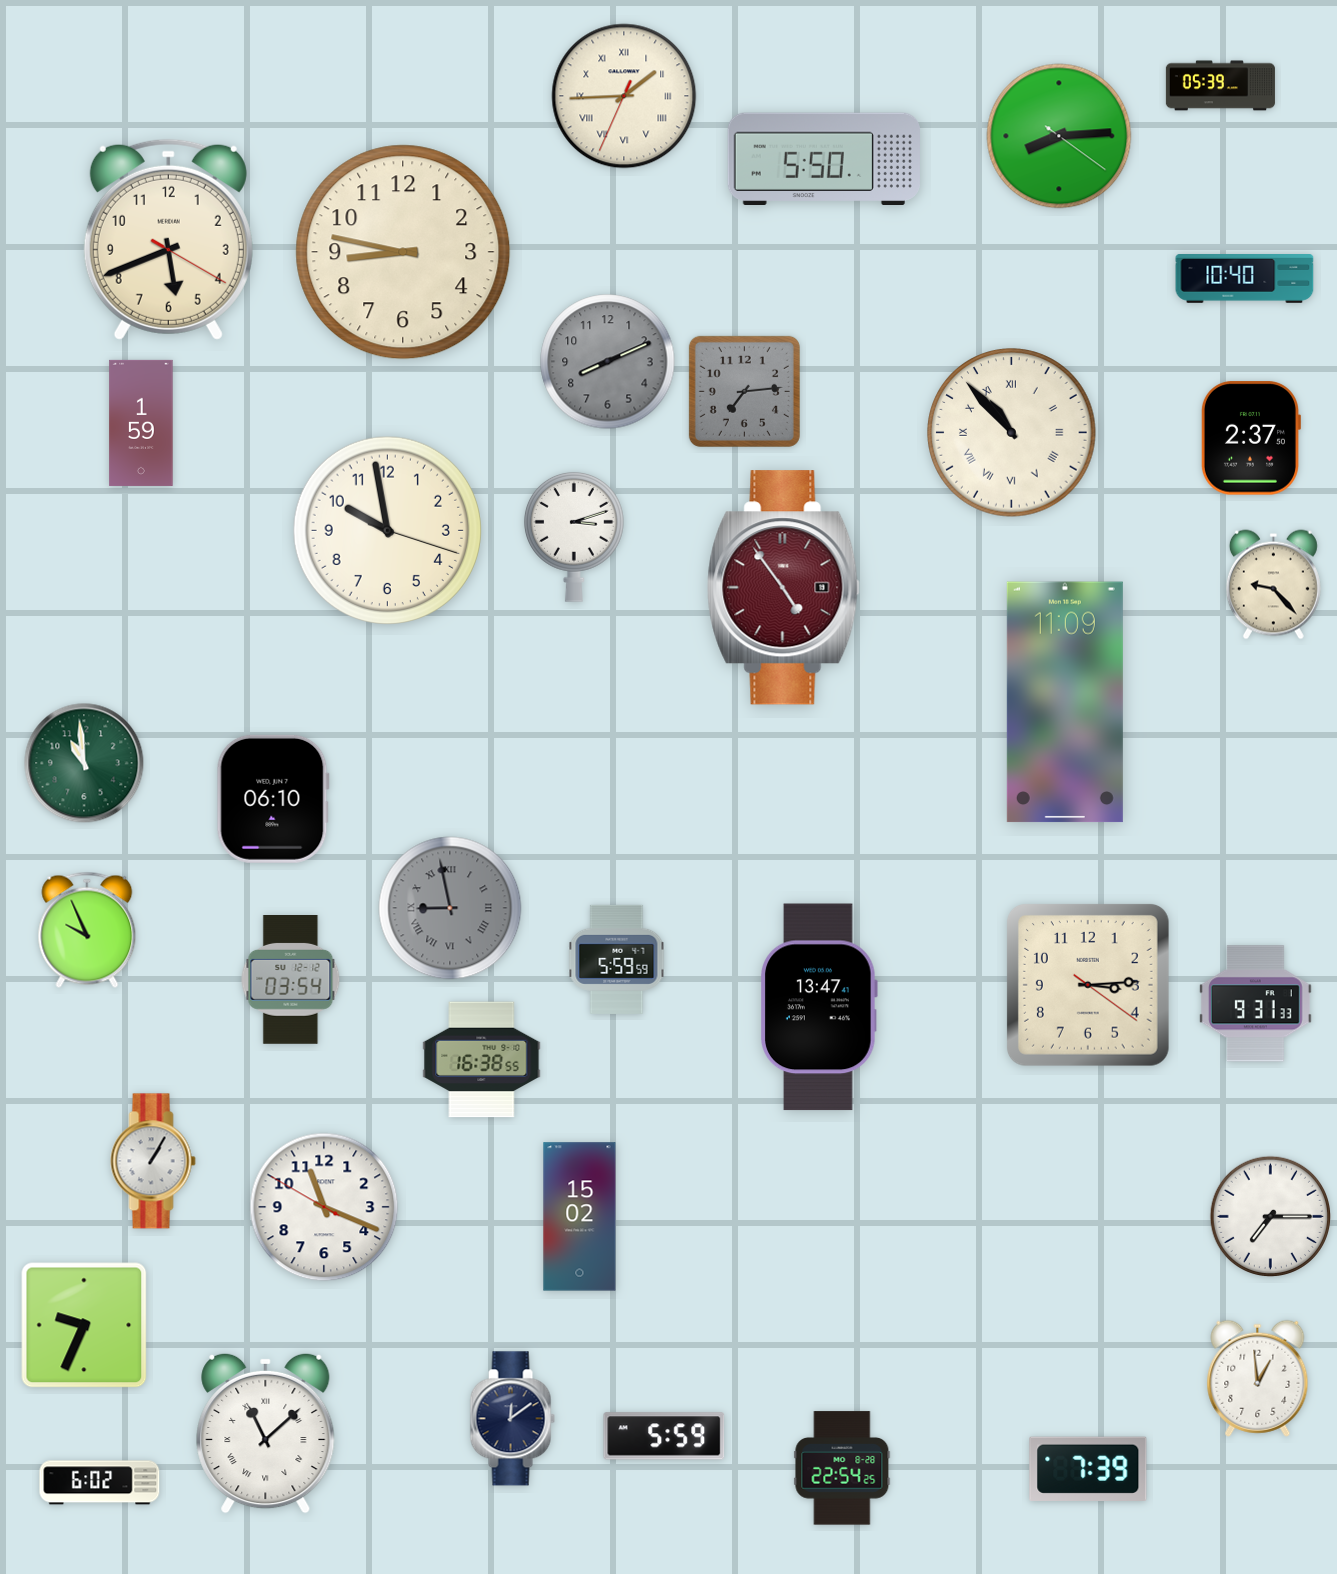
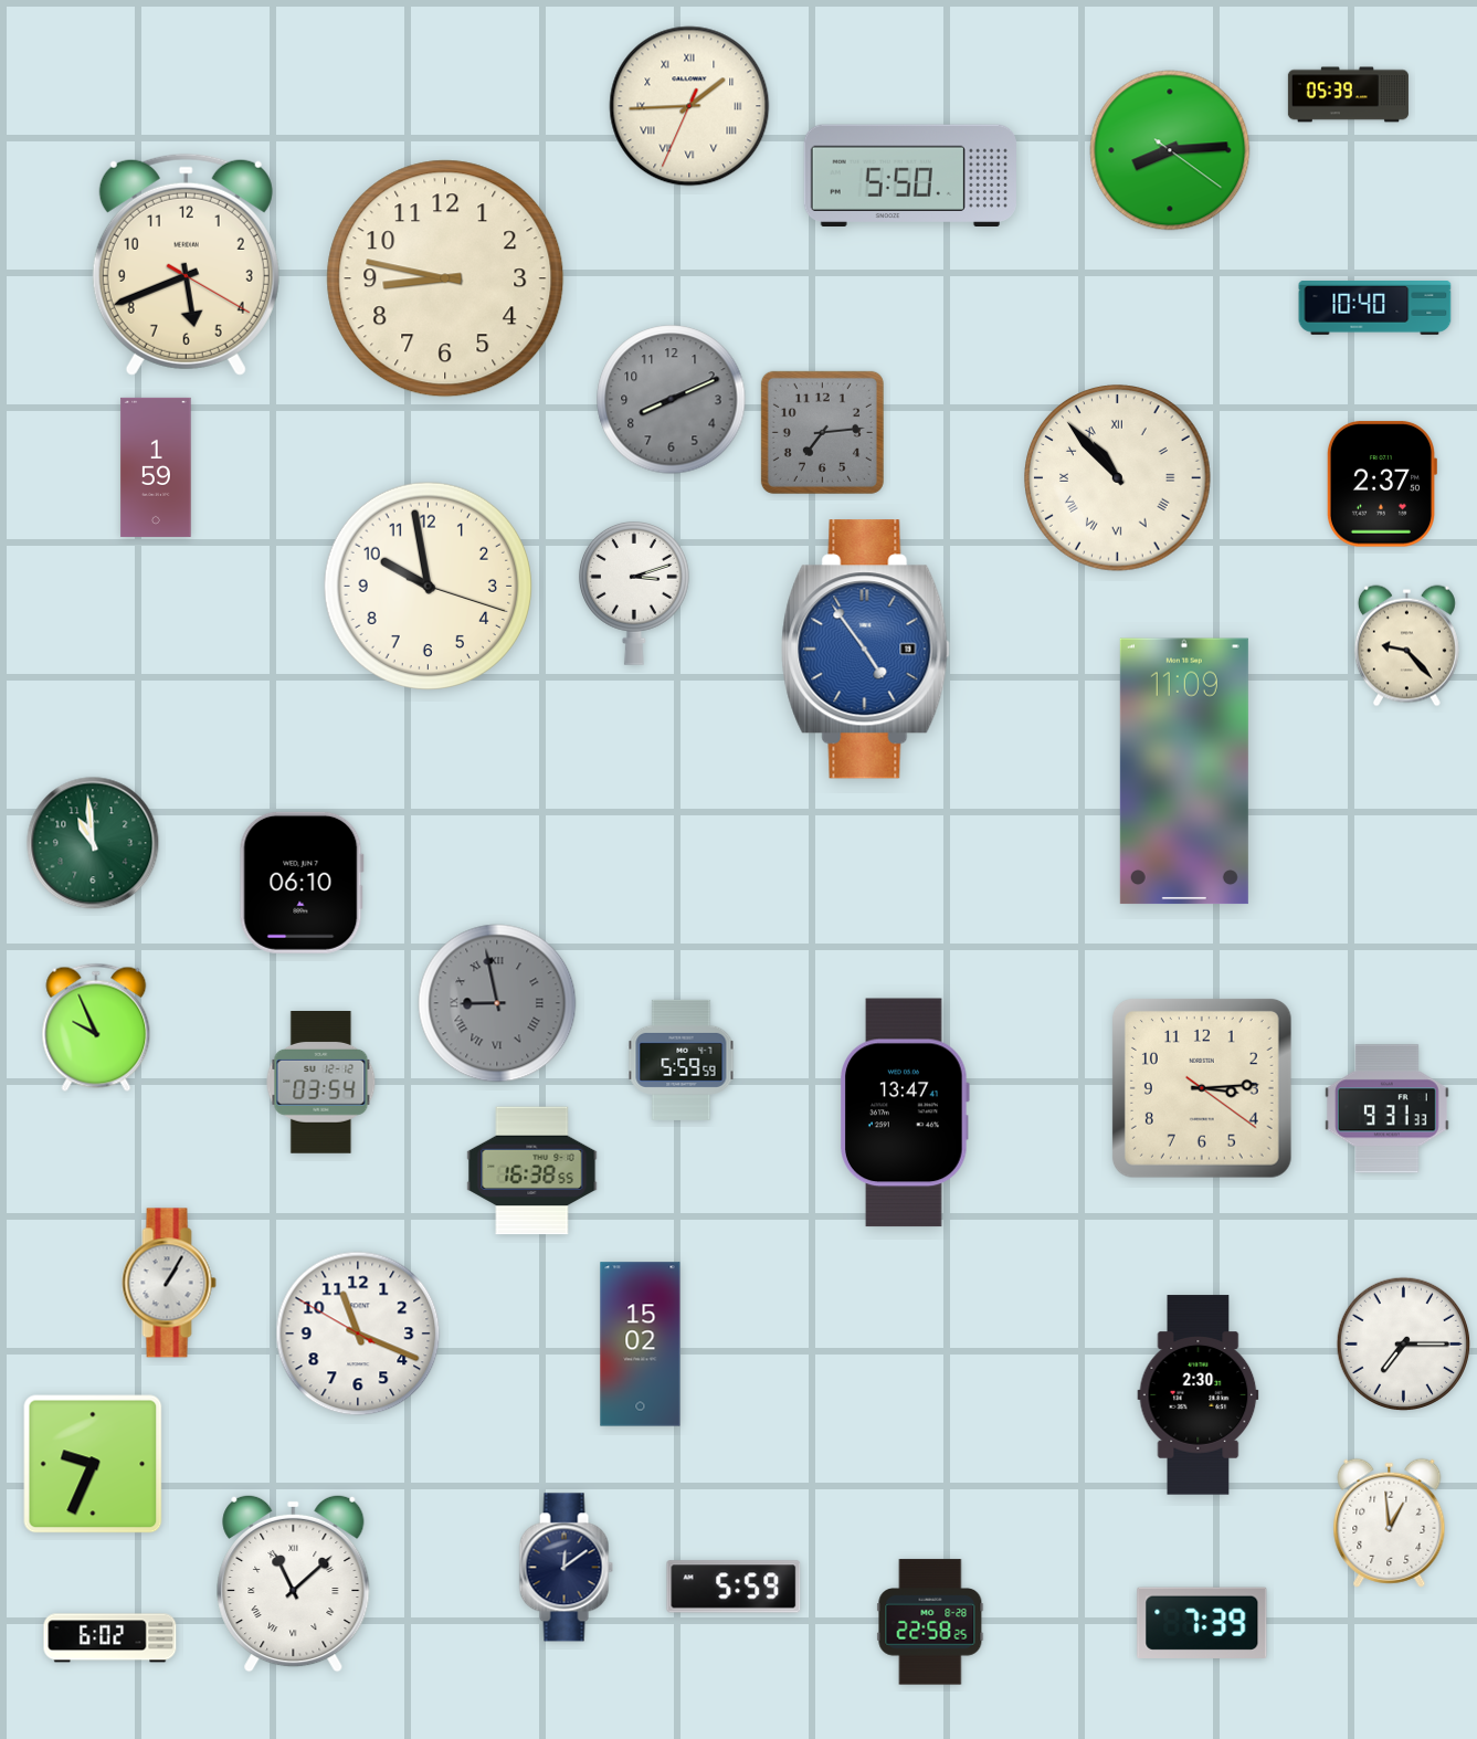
clock at (784, 588) dial: burgundy -> blue
clock at (1065, 702) position: (1065, 702) -> (1184, 771)
clock at (1199, 1395): none -> 2:30
clock at (842, 1468): 22:54 -> 22:58
